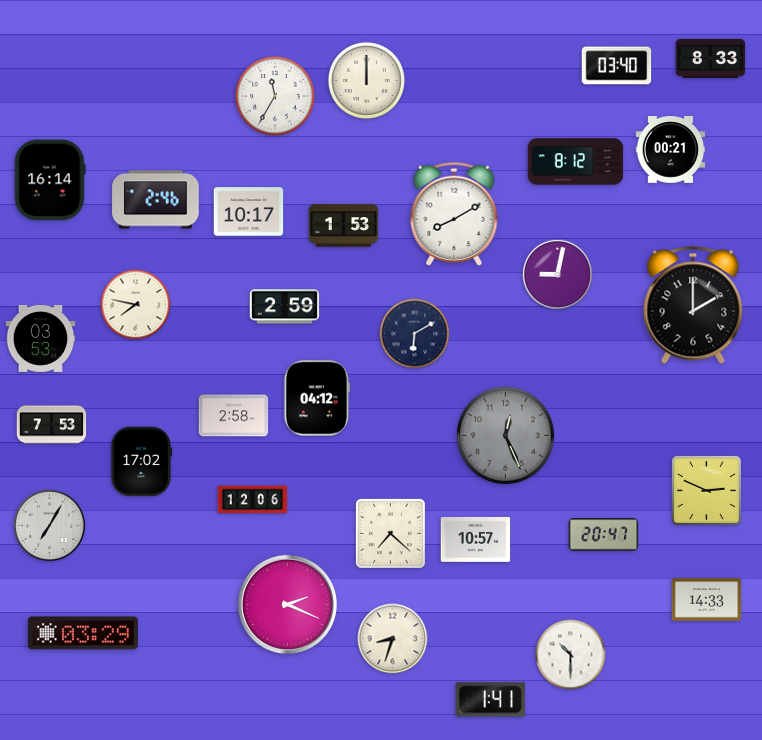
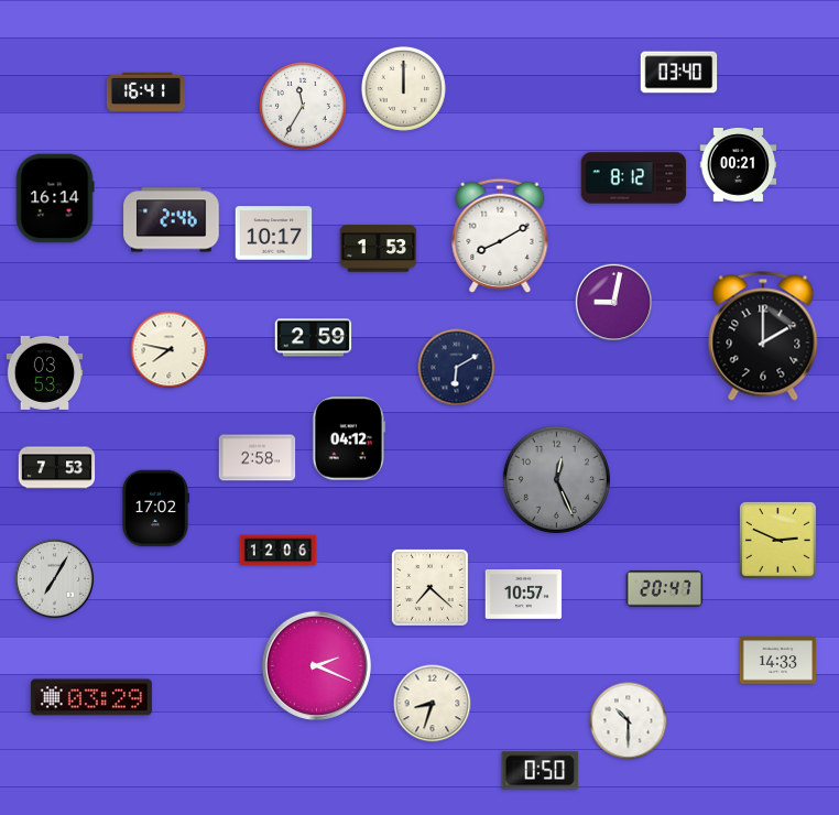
clock at (711, 58): 8:33 -> none
clock at (145, 91): none -> 16:41
clock at (136, 305) position: (136, 305) -> (170, 350)
clock at (491, 700): 1:41 -> 0:50
